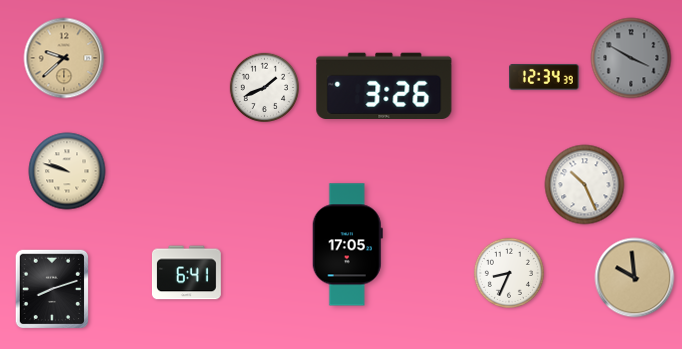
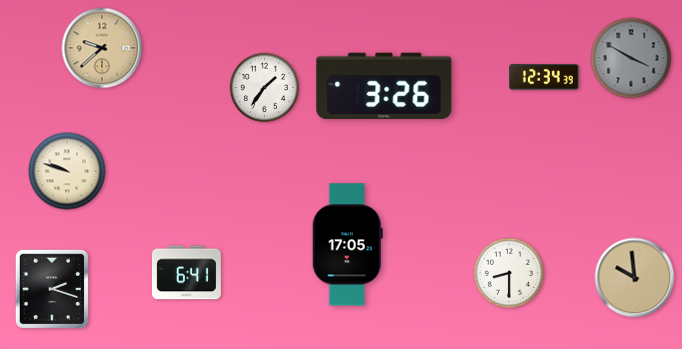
clock at (64, 58) position: (64, 58) -> (102, 48)
clock at (264, 87): 1:41 -> 1:36
clock at (585, 185): 10:26 -> none
clock at (509, 273): 8:34 -> 8:30
clock at (52, 289): 8:12 -> 2:18
